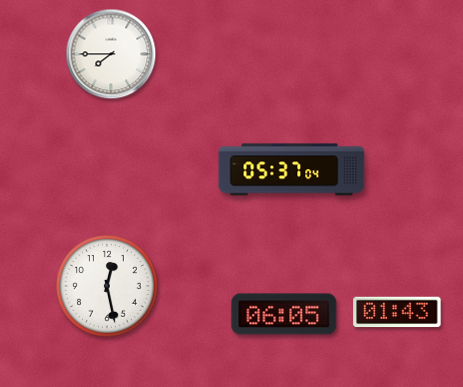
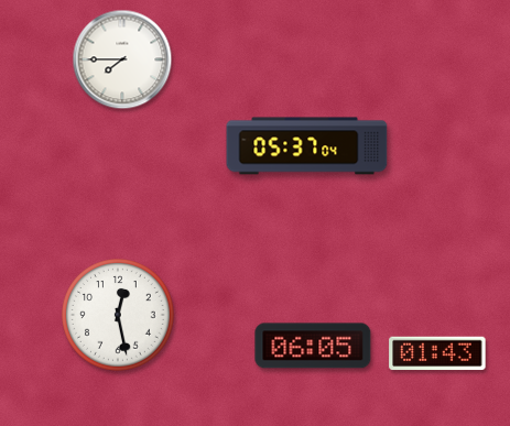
clock at (292, 170) position: (292, 170) -> (307, 146)
clock at (397, 312) position: (397, 312) -> (437, 353)
